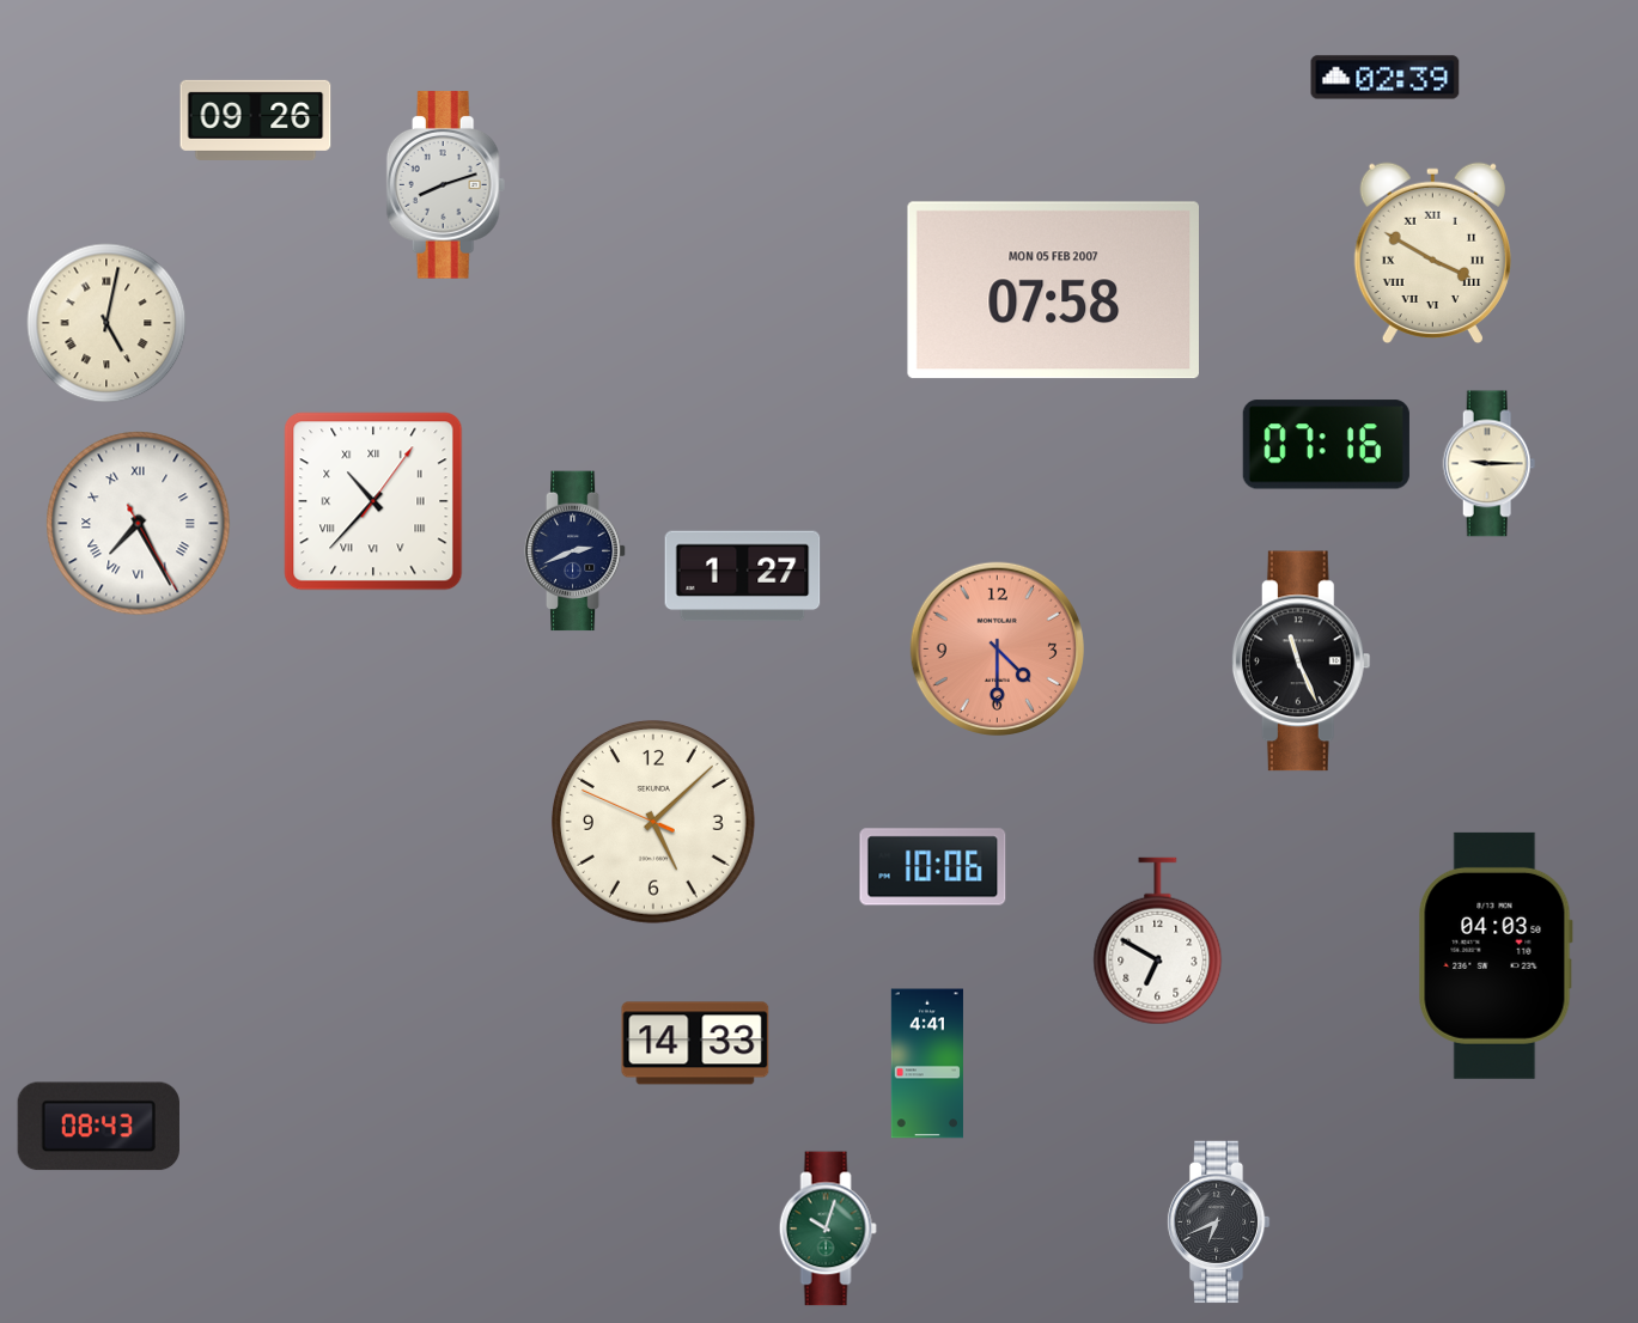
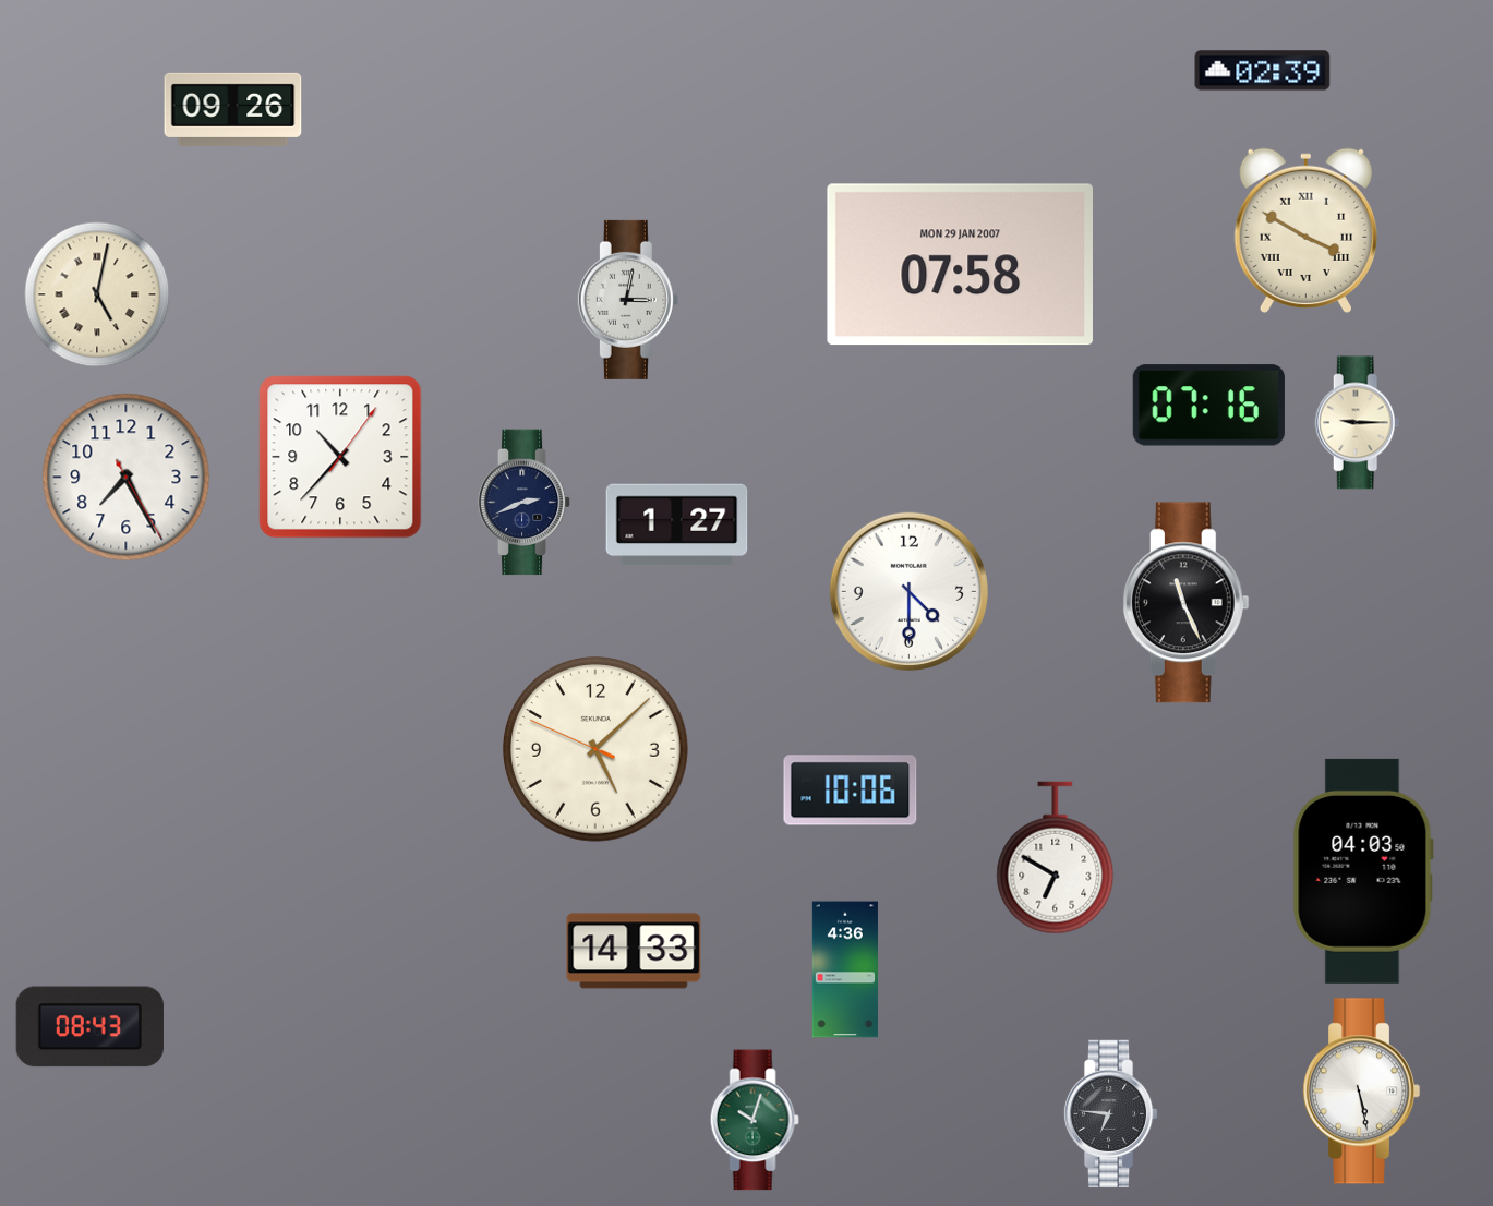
clock at (446, 185): 8:12 -> none
clock at (1053, 291) date: MON 05 FEB 2007 -> MON 29 JAN 2007
clock at (628, 300): none -> 3:02
clock at (373, 501) numerals: Roman -> Arabic
clock at (139, 524) numerals: Roman -> Arabic
clock at (997, 648) dial: salmon -> white
clock at (927, 1063): 4:41 -> 4:36
clock at (1361, 1092): none -> 5:28
clock at (1218, 1223): 6:41 -> 6:46
